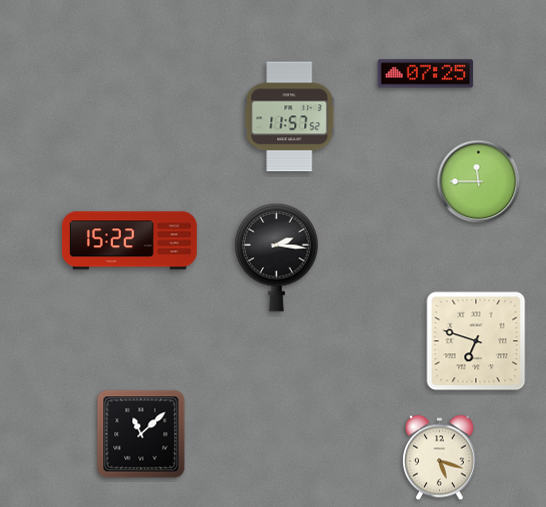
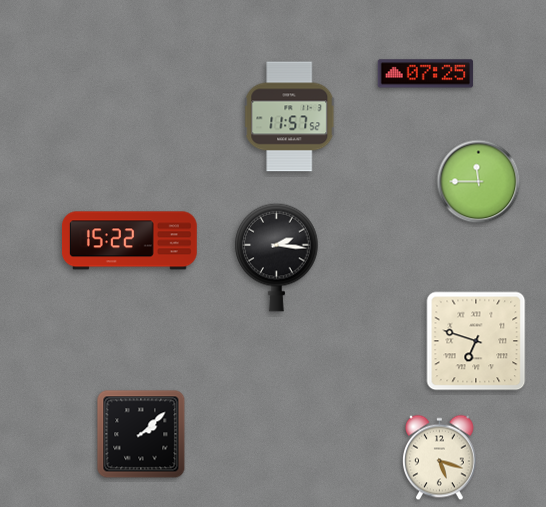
clock at (141, 434): 11:08 -> 2:08
